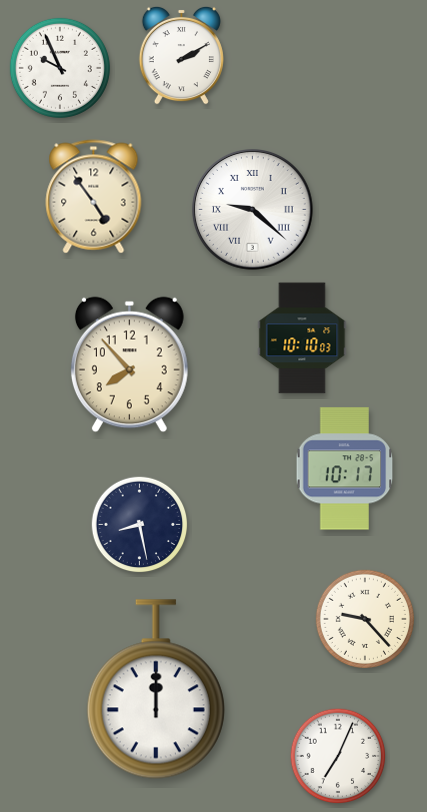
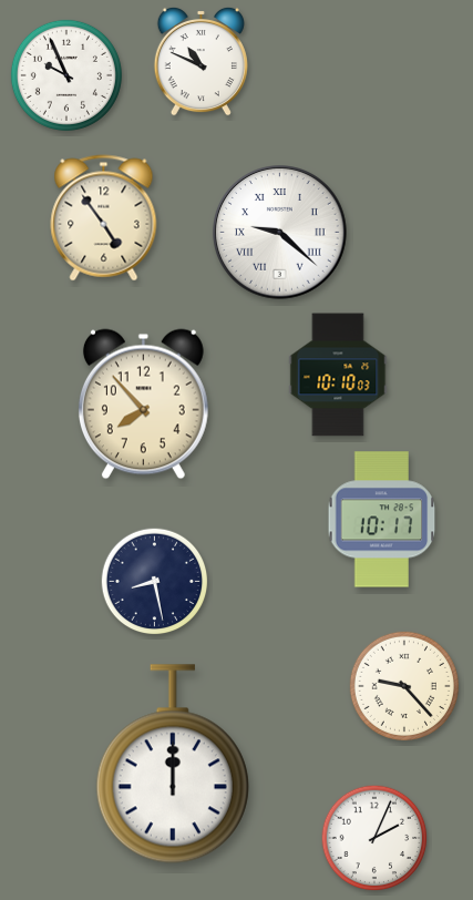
clock at (181, 55): 2:10 -> 10:49
clock at (302, 338) position: (302, 338) -> (338, 375)
clock at (338, 756): 7:04 -> 2:04
